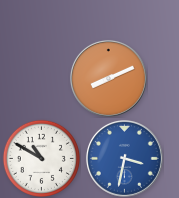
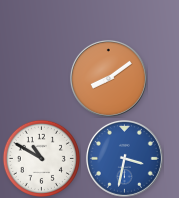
clock at (108, 78): 8:11 -> 8:09
